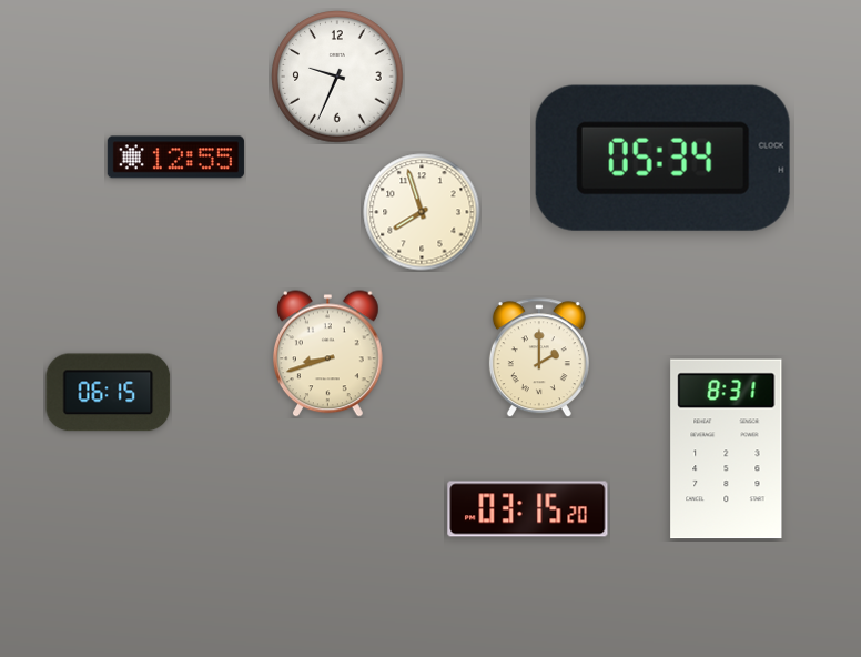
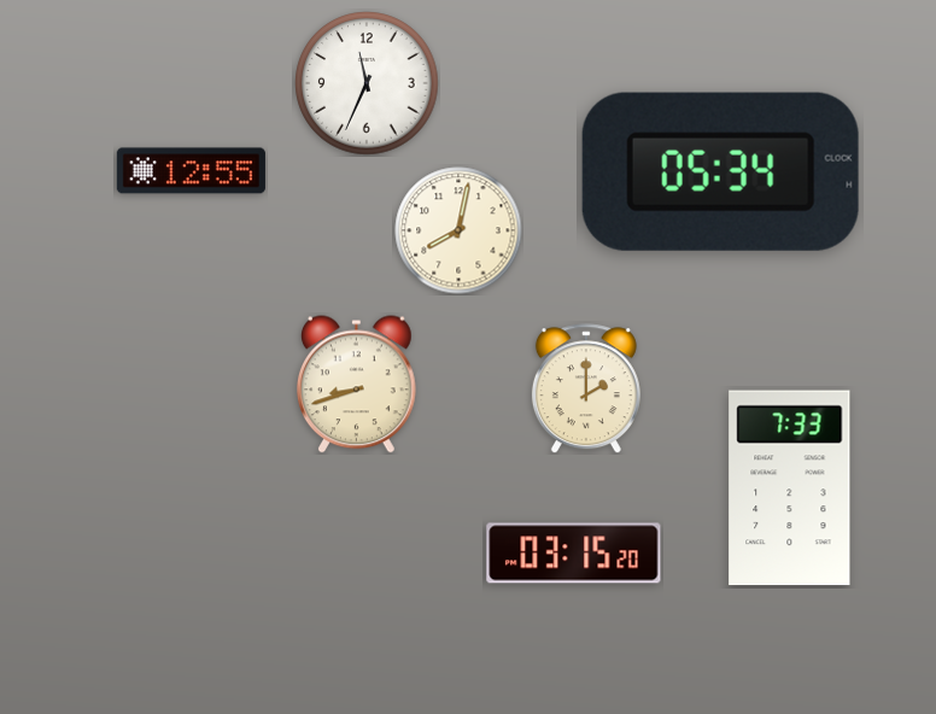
clock at (337, 77): 9:34 -> 11:34
clock at (422, 212): 7:57 -> 8:02
clock at (109, 393): 06:15 -> none
clock at (727, 449): 8:31 -> 7:33
